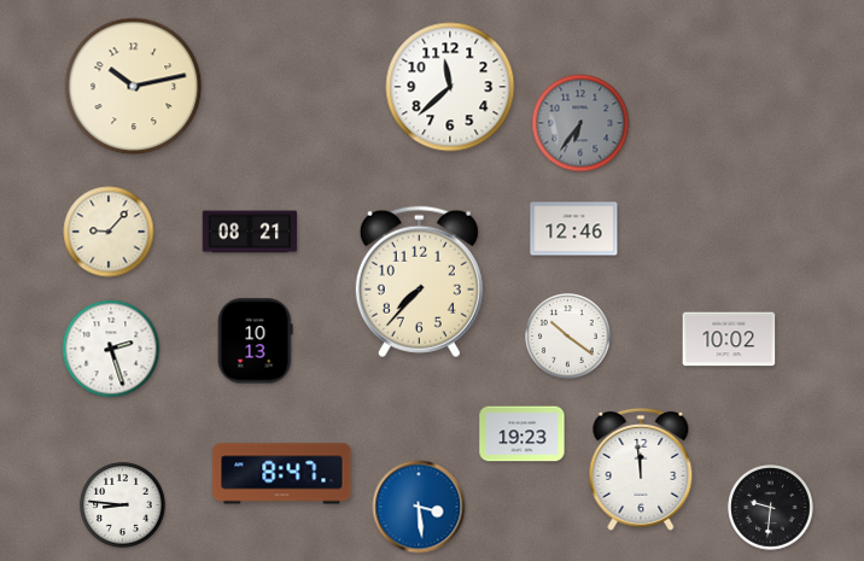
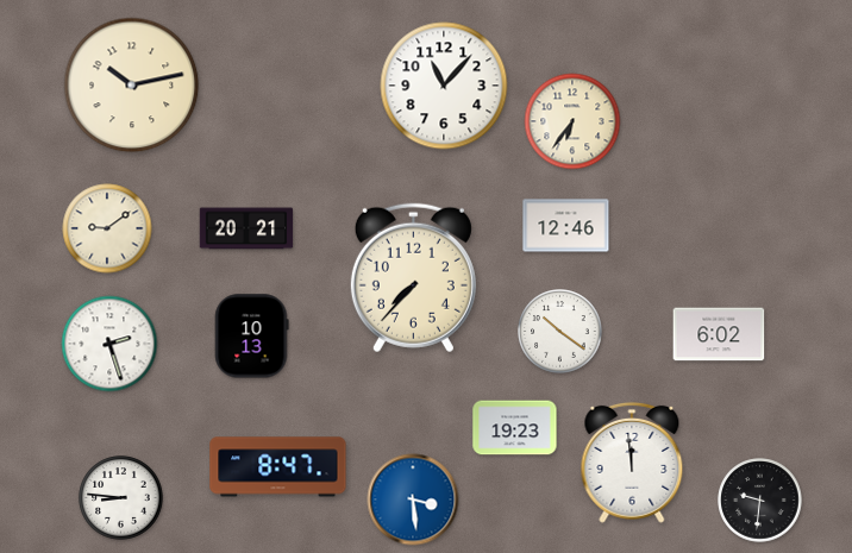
clock at (450, 87): 11:38 -> 11:07
clock at (580, 123) dial: grey -> cream
clock at (109, 232): 9:07 -> 9:09
clock at (250, 232): 08:21 -> 20:21
clock at (729, 339): 10:02 -> 6:02
